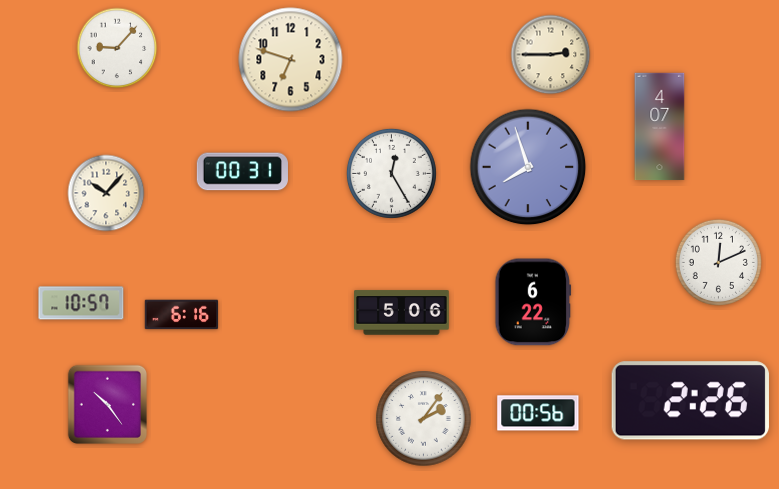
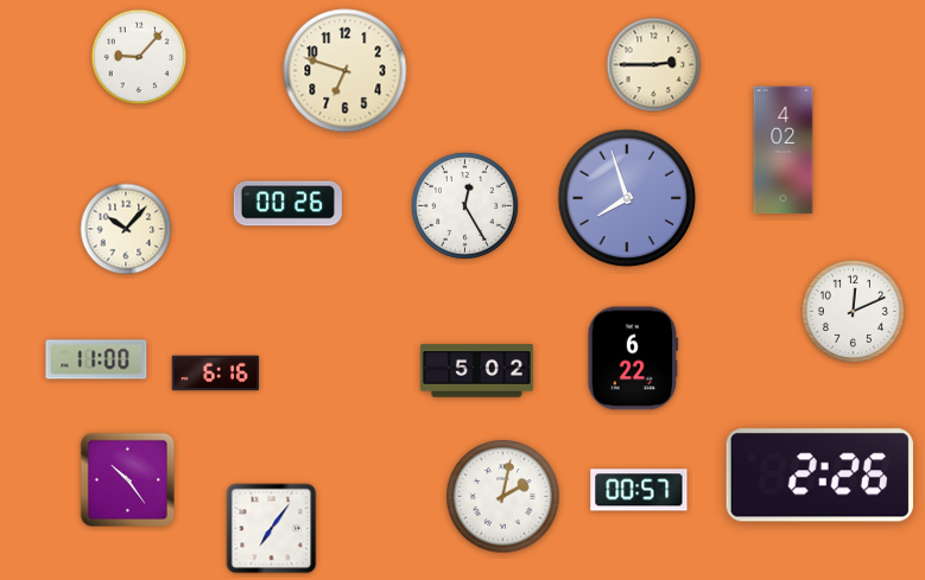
clock at (660, 127): 4:07 -> 4:02
clock at (242, 172): 00:31 -> 00:26
clock at (81, 303): 10:57 -> 11:00
clock at (402, 313): 5:06 -> 5:02
clock at (538, 413): 00:56 -> 00:57
clock at (424, 419): 2:06 -> 2:02
clock at (272, 529): none -> 7:06
